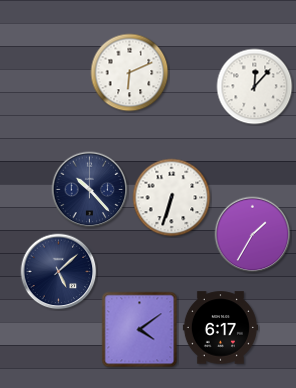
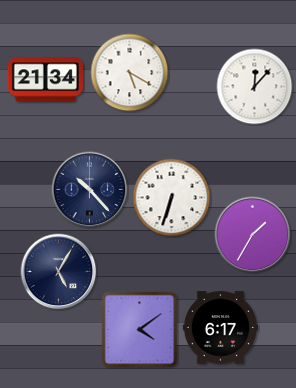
clock at (130, 73): 6:11 -> 5:20
clock at (45, 80): none -> 21:34
clock at (59, 272): 5:08 -> 5:05
